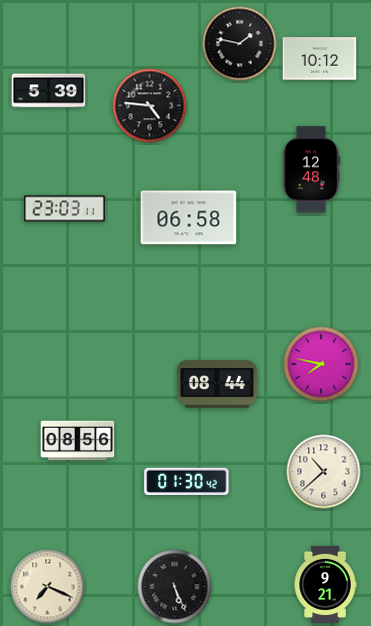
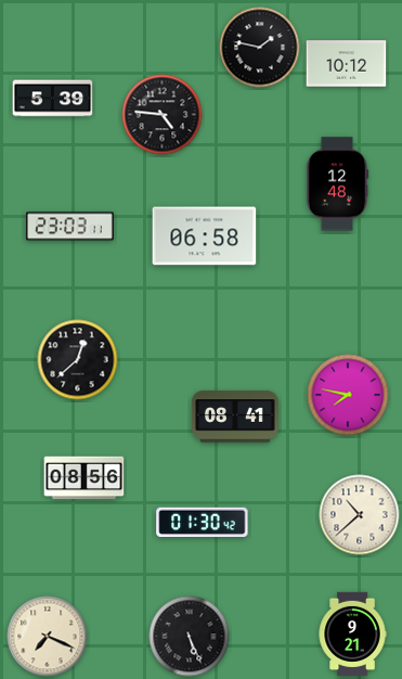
clock at (78, 360): none -> 12:38
clock at (217, 384): 08:44 -> 08:41
clock at (324, 472) position: (324, 472) -> (360, 515)
clock at (48, 587) position: (48, 587) -> (48, 637)
